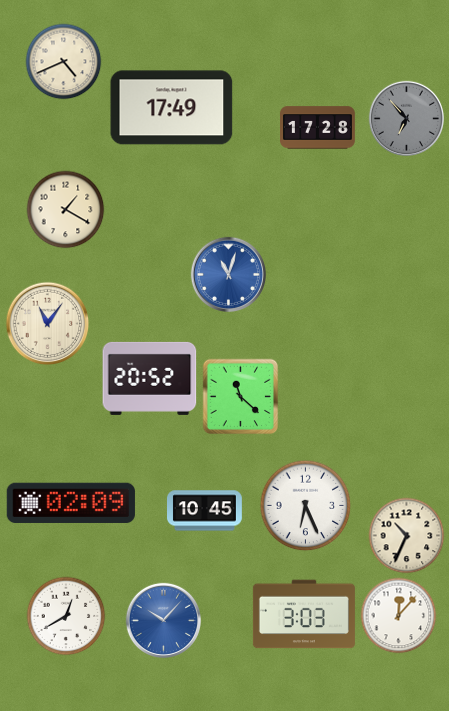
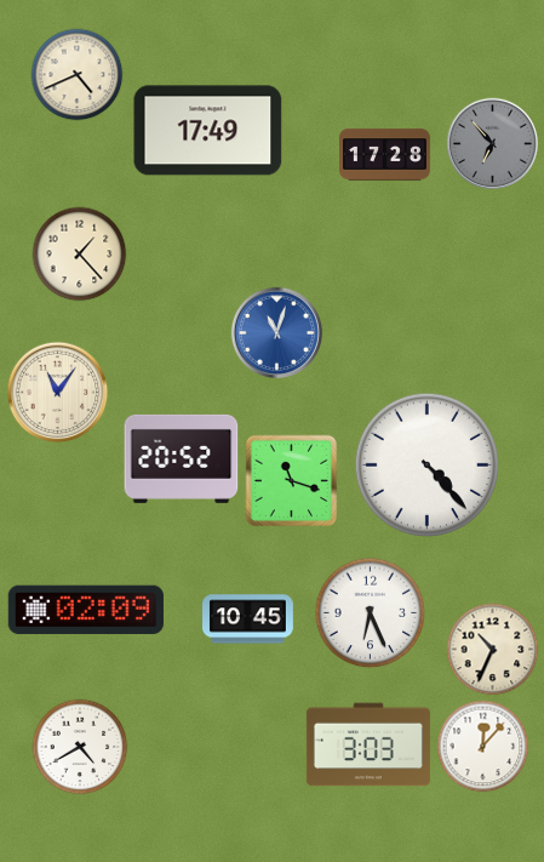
clock at (66, 210): 1:20 -> 1:23
clock at (426, 464): none -> 4:23
clock at (241, 397): 11:22 -> 11:18
clock at (66, 616): 12:40 -> 4:40
clock at (164, 621): 10:07 -> none
